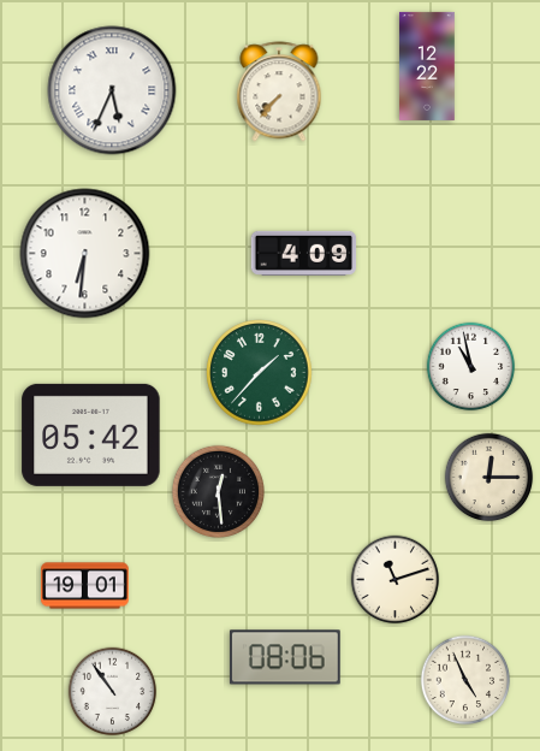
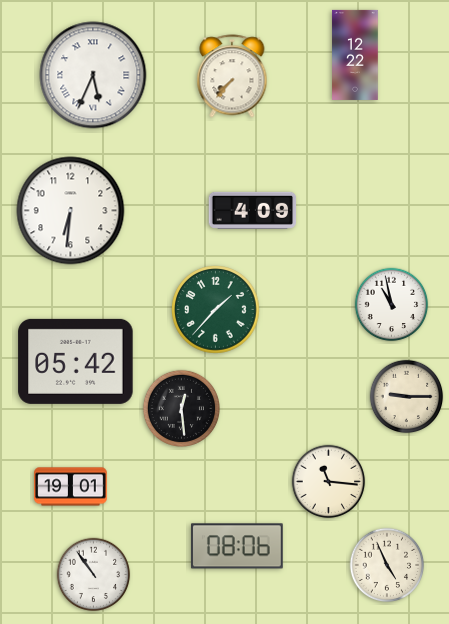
clock at (489, 478): 12:15 -> 9:15
clock at (396, 580): 11:12 -> 11:16
